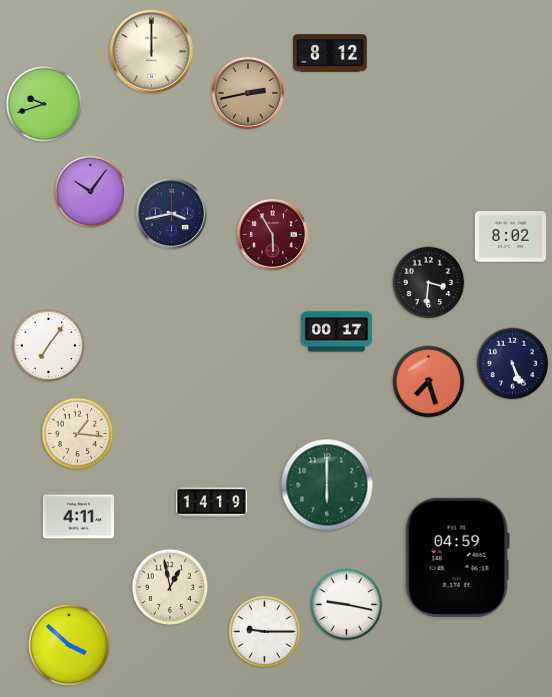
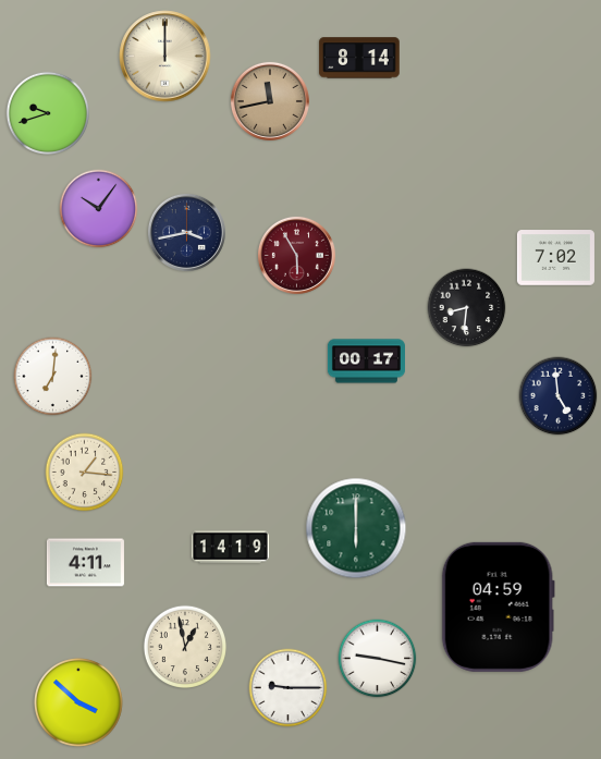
clock at (330, 53): 8:12 -> 8:14
clock at (248, 93): 2:43 -> 11:43
clock at (510, 237): 8:02 -> 7:02
clock at (429, 283): 3:31 -> 8:31
clock at (49, 346): 7:06 -> 7:01
clock at (513, 364): 5:26 -> 4:59
clock at (429, 382): 7:27 -> none
clock at (169, 586) position: (169, 586) -> (184, 646)
clock at (70, 646) position: (70, 646) -> (79, 703)
